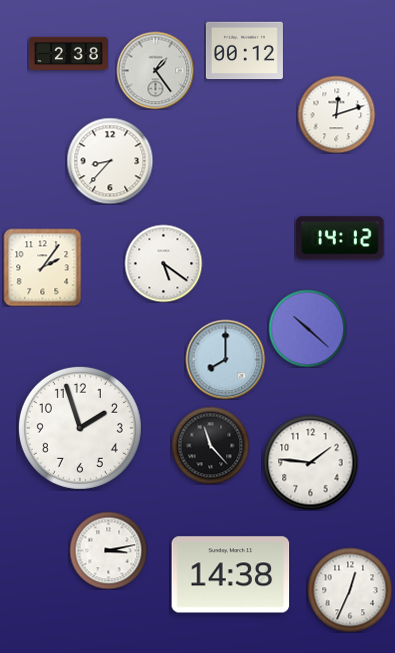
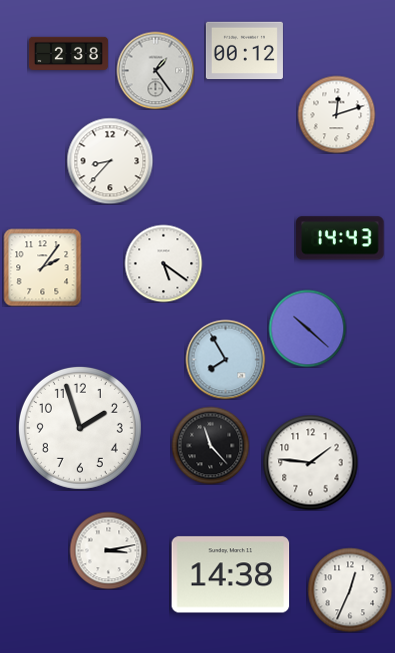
clock at (340, 238): 14:12 -> 14:43
clock at (225, 359): 8:00 -> 7:55
